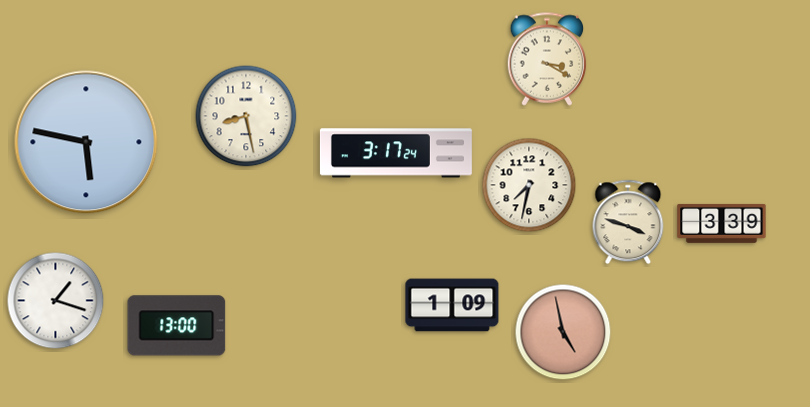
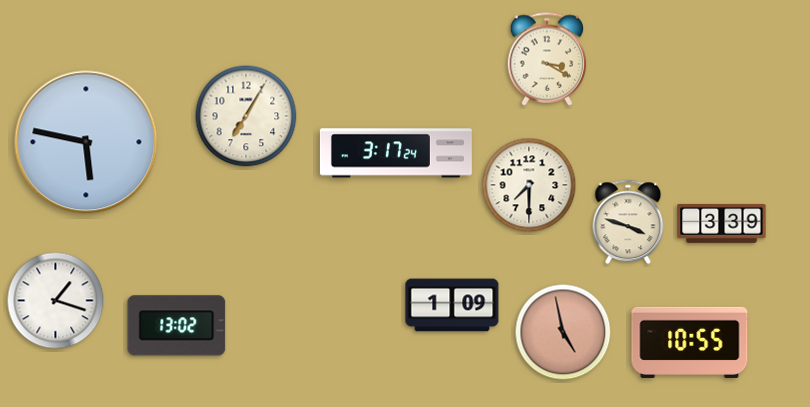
clock at (246, 116): 8:28 -> 7:05
clock at (529, 185): 7:32 -> 7:30
clock at (177, 326): 13:00 -> 13:02
clock at (690, 342): none -> 10:55
